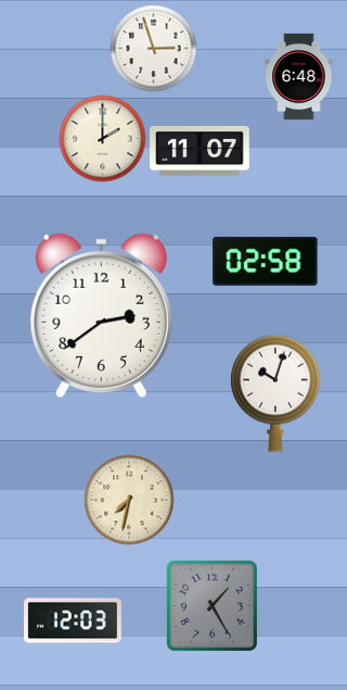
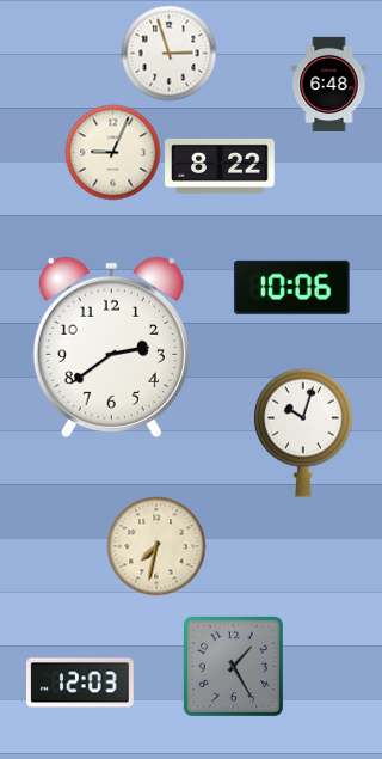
clock at (102, 138): 2:00 -> 9:04
clock at (200, 151): 11:07 -> 8:22
clock at (266, 261): 02:58 -> 10:06
clock at (129, 500) position: (129, 500) -> (156, 546)
